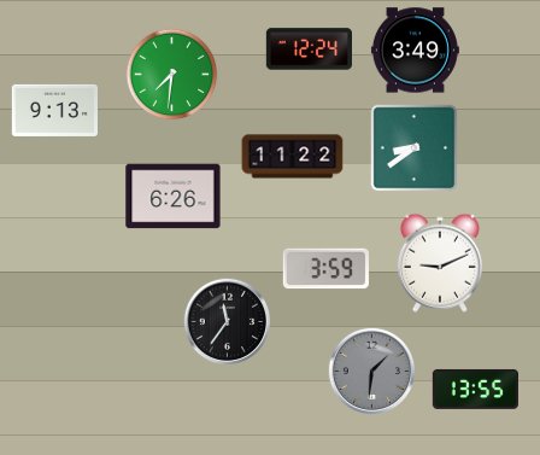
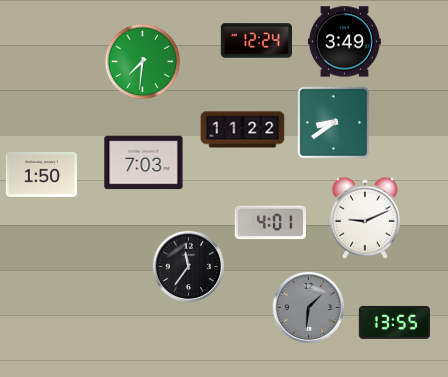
clock at (54, 110): 9:13 -> none
clock at (415, 148) position: (415, 148) -> (334, 123)
clock at (174, 197): 6:26 -> 7:03
clock at (41, 174): none -> 1:50
clock at (325, 269): 3:59 -> 4:01
